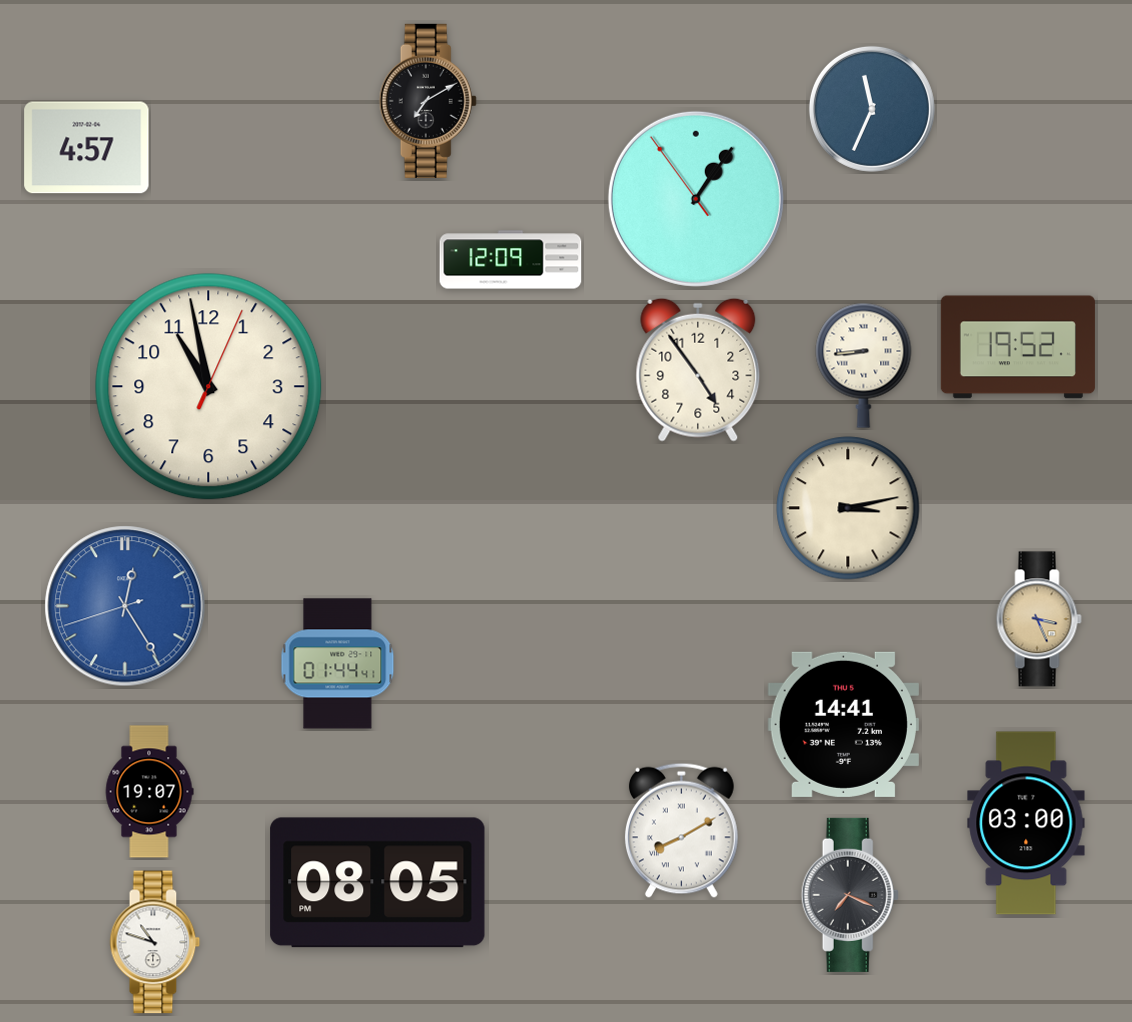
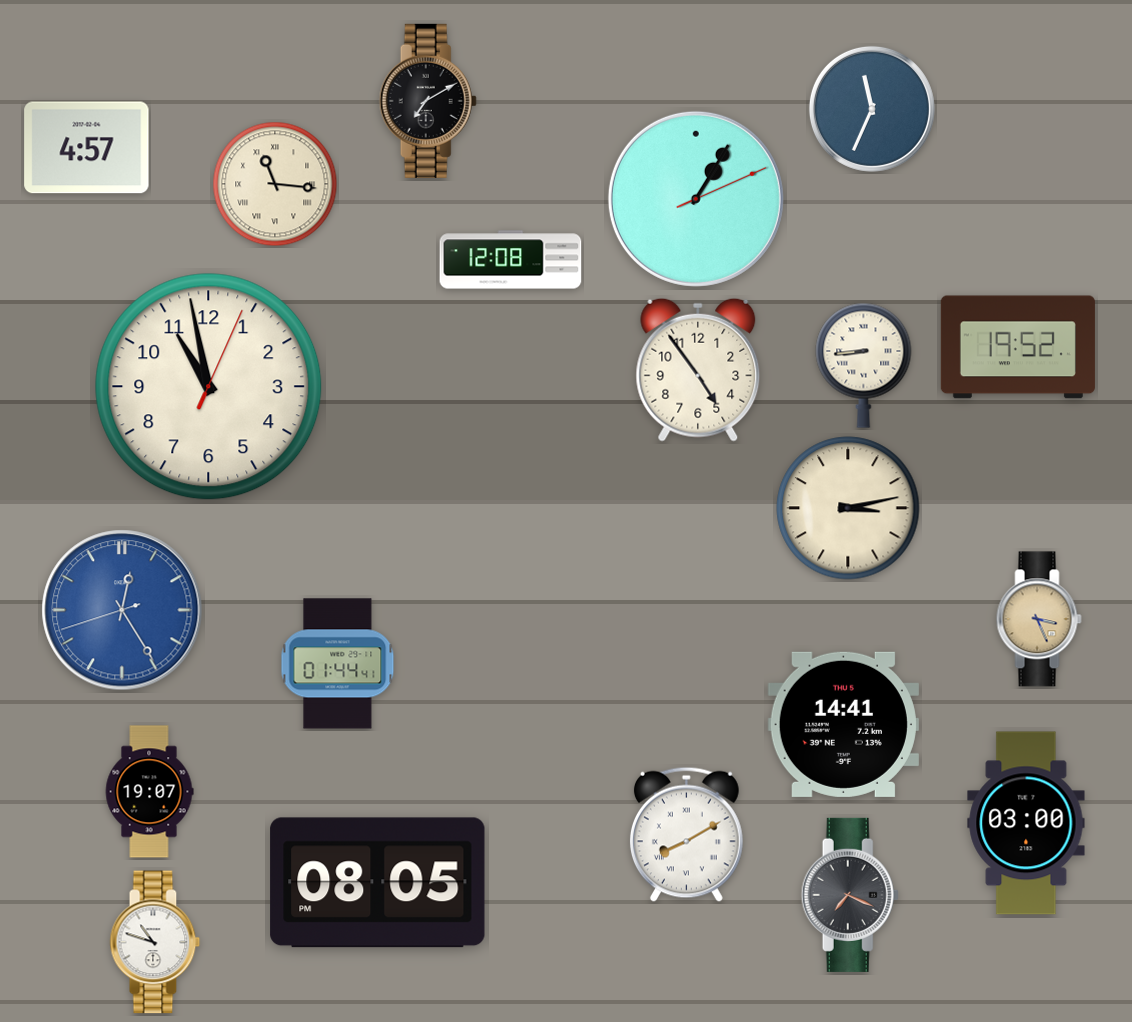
clock at (275, 184): none -> 11:16
clock at (696, 199): 1:05:54 -> 1:05:11
clock at (511, 260): 12:09 -> 12:08
clock at (125, 606) position: (125, 606) -> (122, 610)
clock at (681, 830) position: (681, 830) -> (686, 834)
